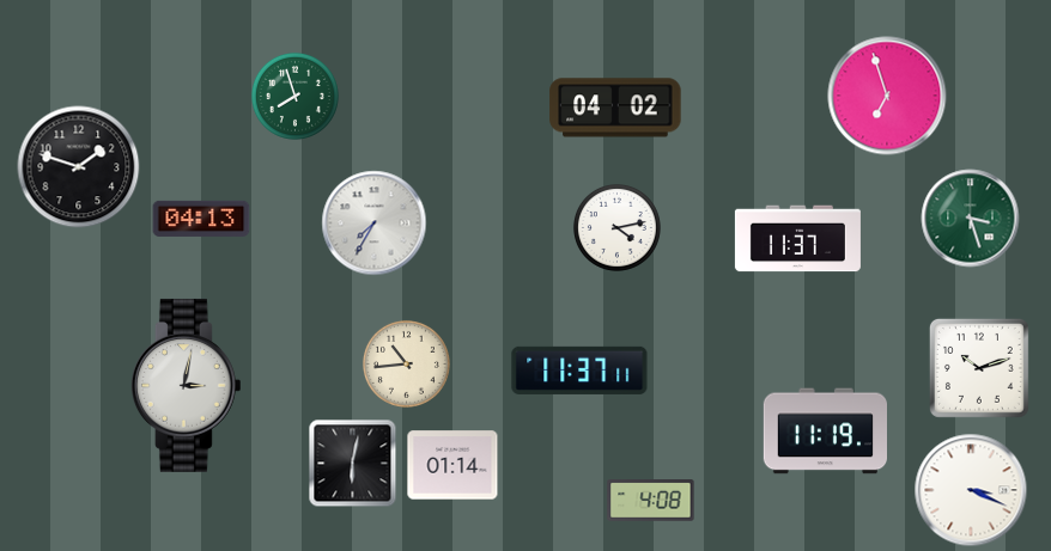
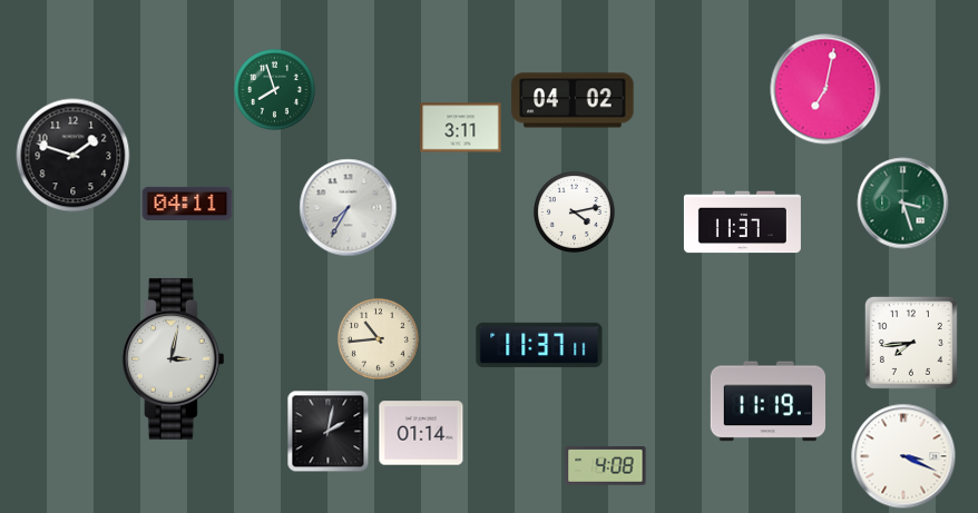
clock at (887, 96): 6:57 -> 7:02
clock at (461, 128): none -> 3:11
clock at (201, 219): 04:13 -> 04:11
clock at (979, 368): 10:12 -> 7:44
clock at (353, 464): 6:02 -> 2:02
